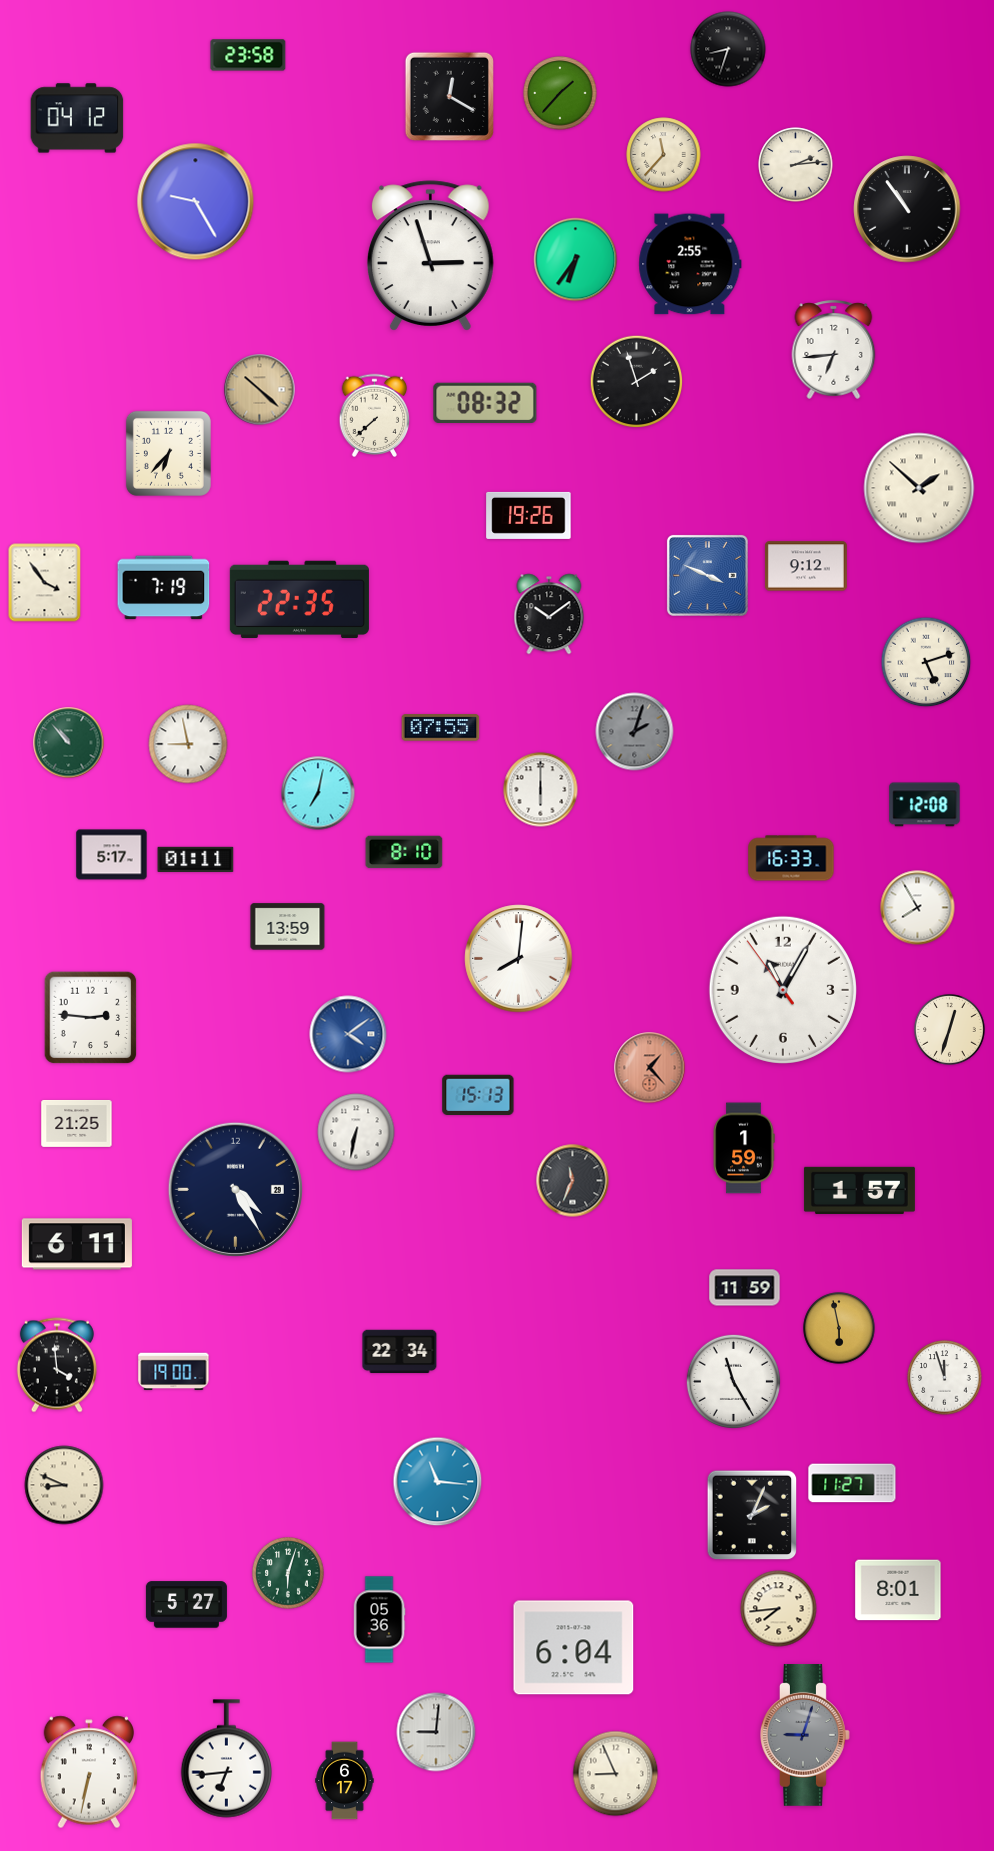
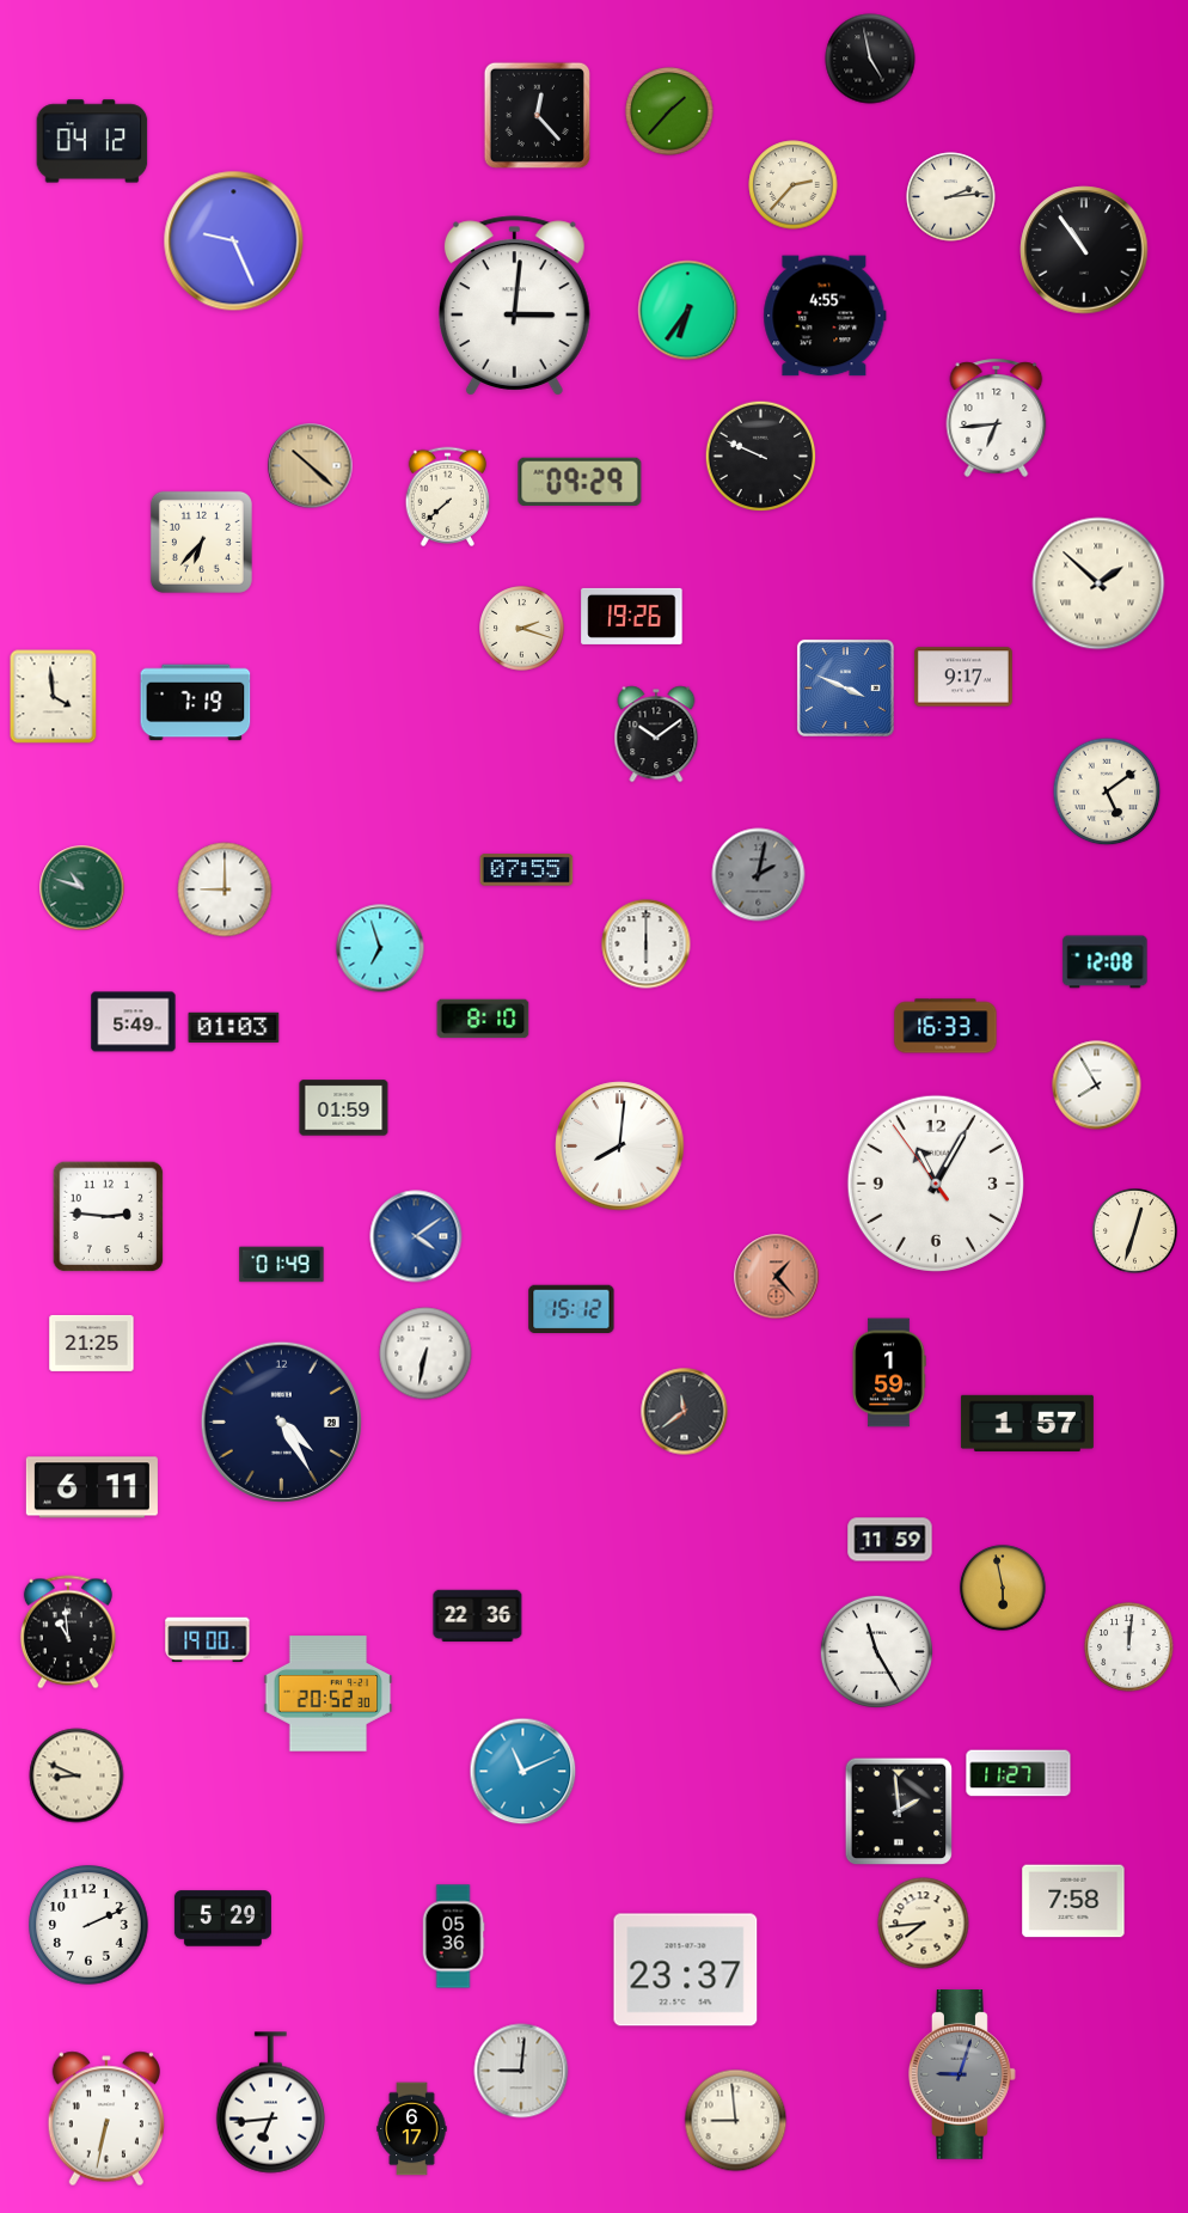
clock at (728, 49): 8:33 -> 4:58
clock at (248, 55): 23:58 -> none
clock at (449, 96): 12:20 -> 12:23
clock at (664, 155): 11:37 -> 2:37
clock at (196, 202): 9:25 -> 9:26
clock at (430, 256): 2:57 -> 3:01
clock at (690, 264): 2:55 -> 4:55
clock at (637, 382): 1:57 -> 9:49
clock at (485, 403): 08:32 -> 09:29
clock at (522, 629): none -> 2:18
clock at (806, 566): 9:12 -> 9:17
clock at (45, 583): 3:54 -> 3:59
clock at (299, 600): 22:35 -> none
clock at (926, 662): 5:12 -> 5:09
clock at (635, 732): 2:03 -> 2:02
clock at (69, 743): 10:53 -> 10:48
clock at (188, 744): 8:58 -> 9:00
clock at (318, 793): 7:02 -> 6:57
clock at (112, 855): 5:17 -> 5:49
clock at (196, 859): 01:11 -> 01:03
clock at (288, 927): 13:59 -> 01:59
clock at (282, 1265): none -> 01:49
clock at (478, 1095): 15:13 -> 15:12
clock at (573, 1181): 11:34 -> 11:39
clock at (400, 1352): 22:34 -> 22:36
clock at (57, 1365): 3:59 -> 10:59
clock at (945, 1378): 11:57 -> 12:01
clock at (329, 1694): none -> 20:52
clock at (438, 1482): 11:16 -> 11:11
clock at (752, 1515): 2:04 -> 1:59
clock at (288, 1573): 6:03 -> none
clock at (898, 1590): 8:01 -> 7:58
clock at (186, 1605): 5:27 -> 5:29
clock at (779, 1609) position: (779, 1609) -> (924, 1924)
clock at (88, 1925): none -> 2:11
clock at (574, 1648): 6:04 -> 23:37
clock at (616, 1774): 8:56 -> 8:59
